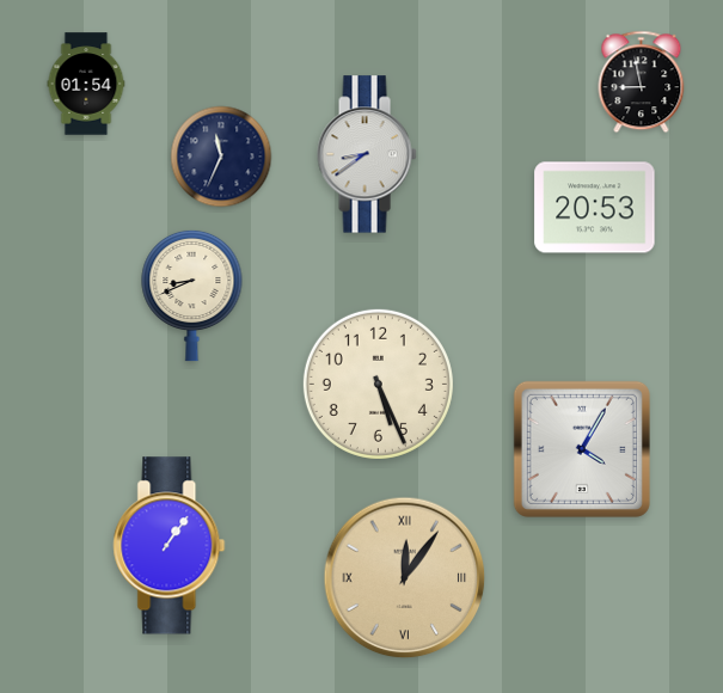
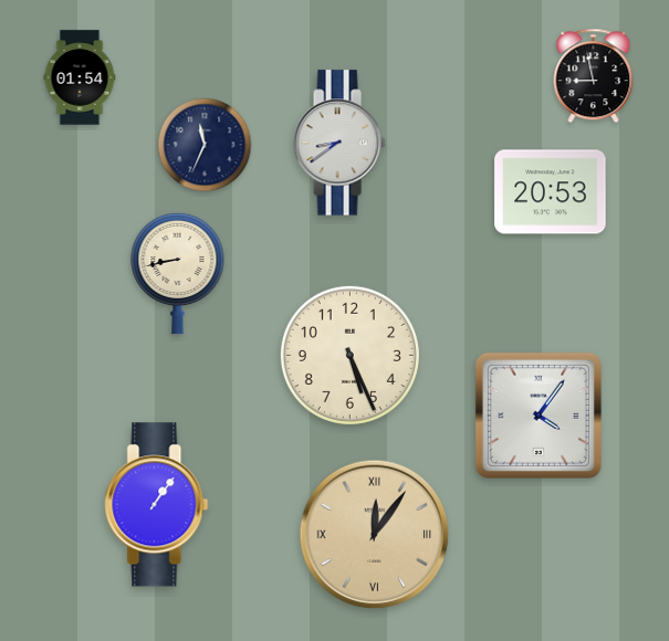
clock at (192, 295): 8:41 -> 8:43
clock at (582, 449): 4:05 -> 4:06
